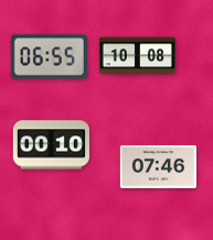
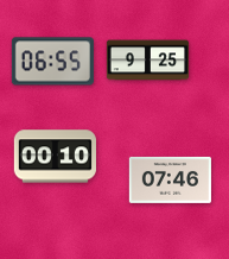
clock at (137, 56): 10:08 -> 9:25
